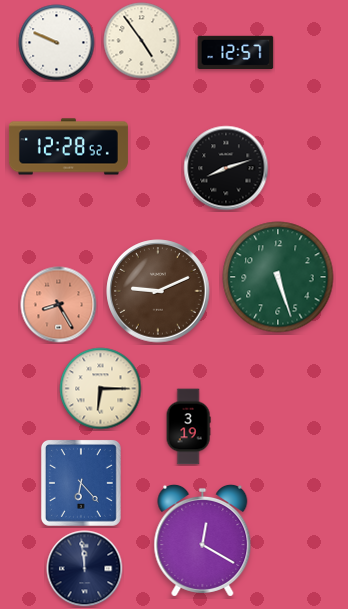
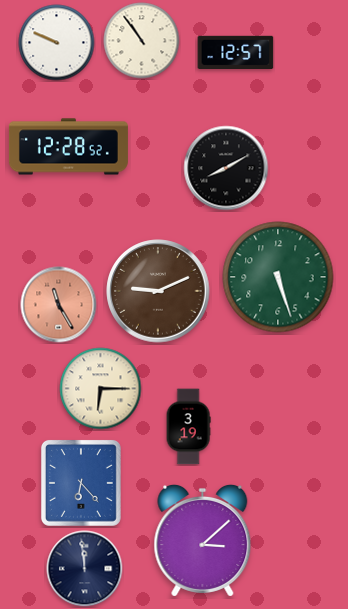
clock at (142, 41): 4:54 -> 10:54
clock at (226, 168): 8:12 -> 8:10
clock at (59, 305): 8:25 -> 11:25
clock at (203, 540): 12:20 -> 3:08
